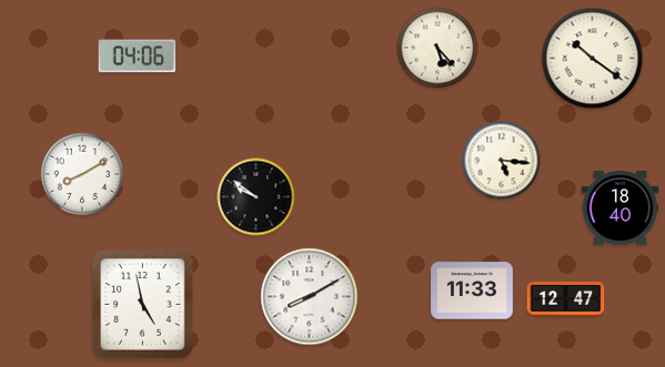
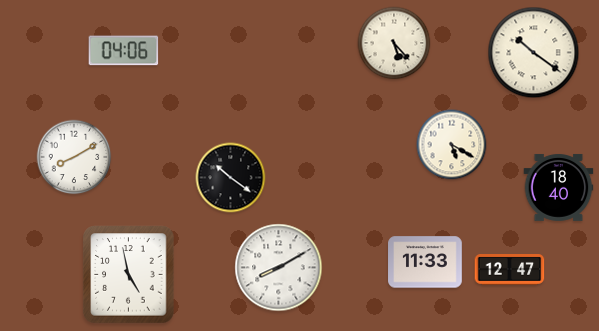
clock at (502, 161): 5:16 -> 5:20
clock at (256, 197): 9:51 -> 10:21
